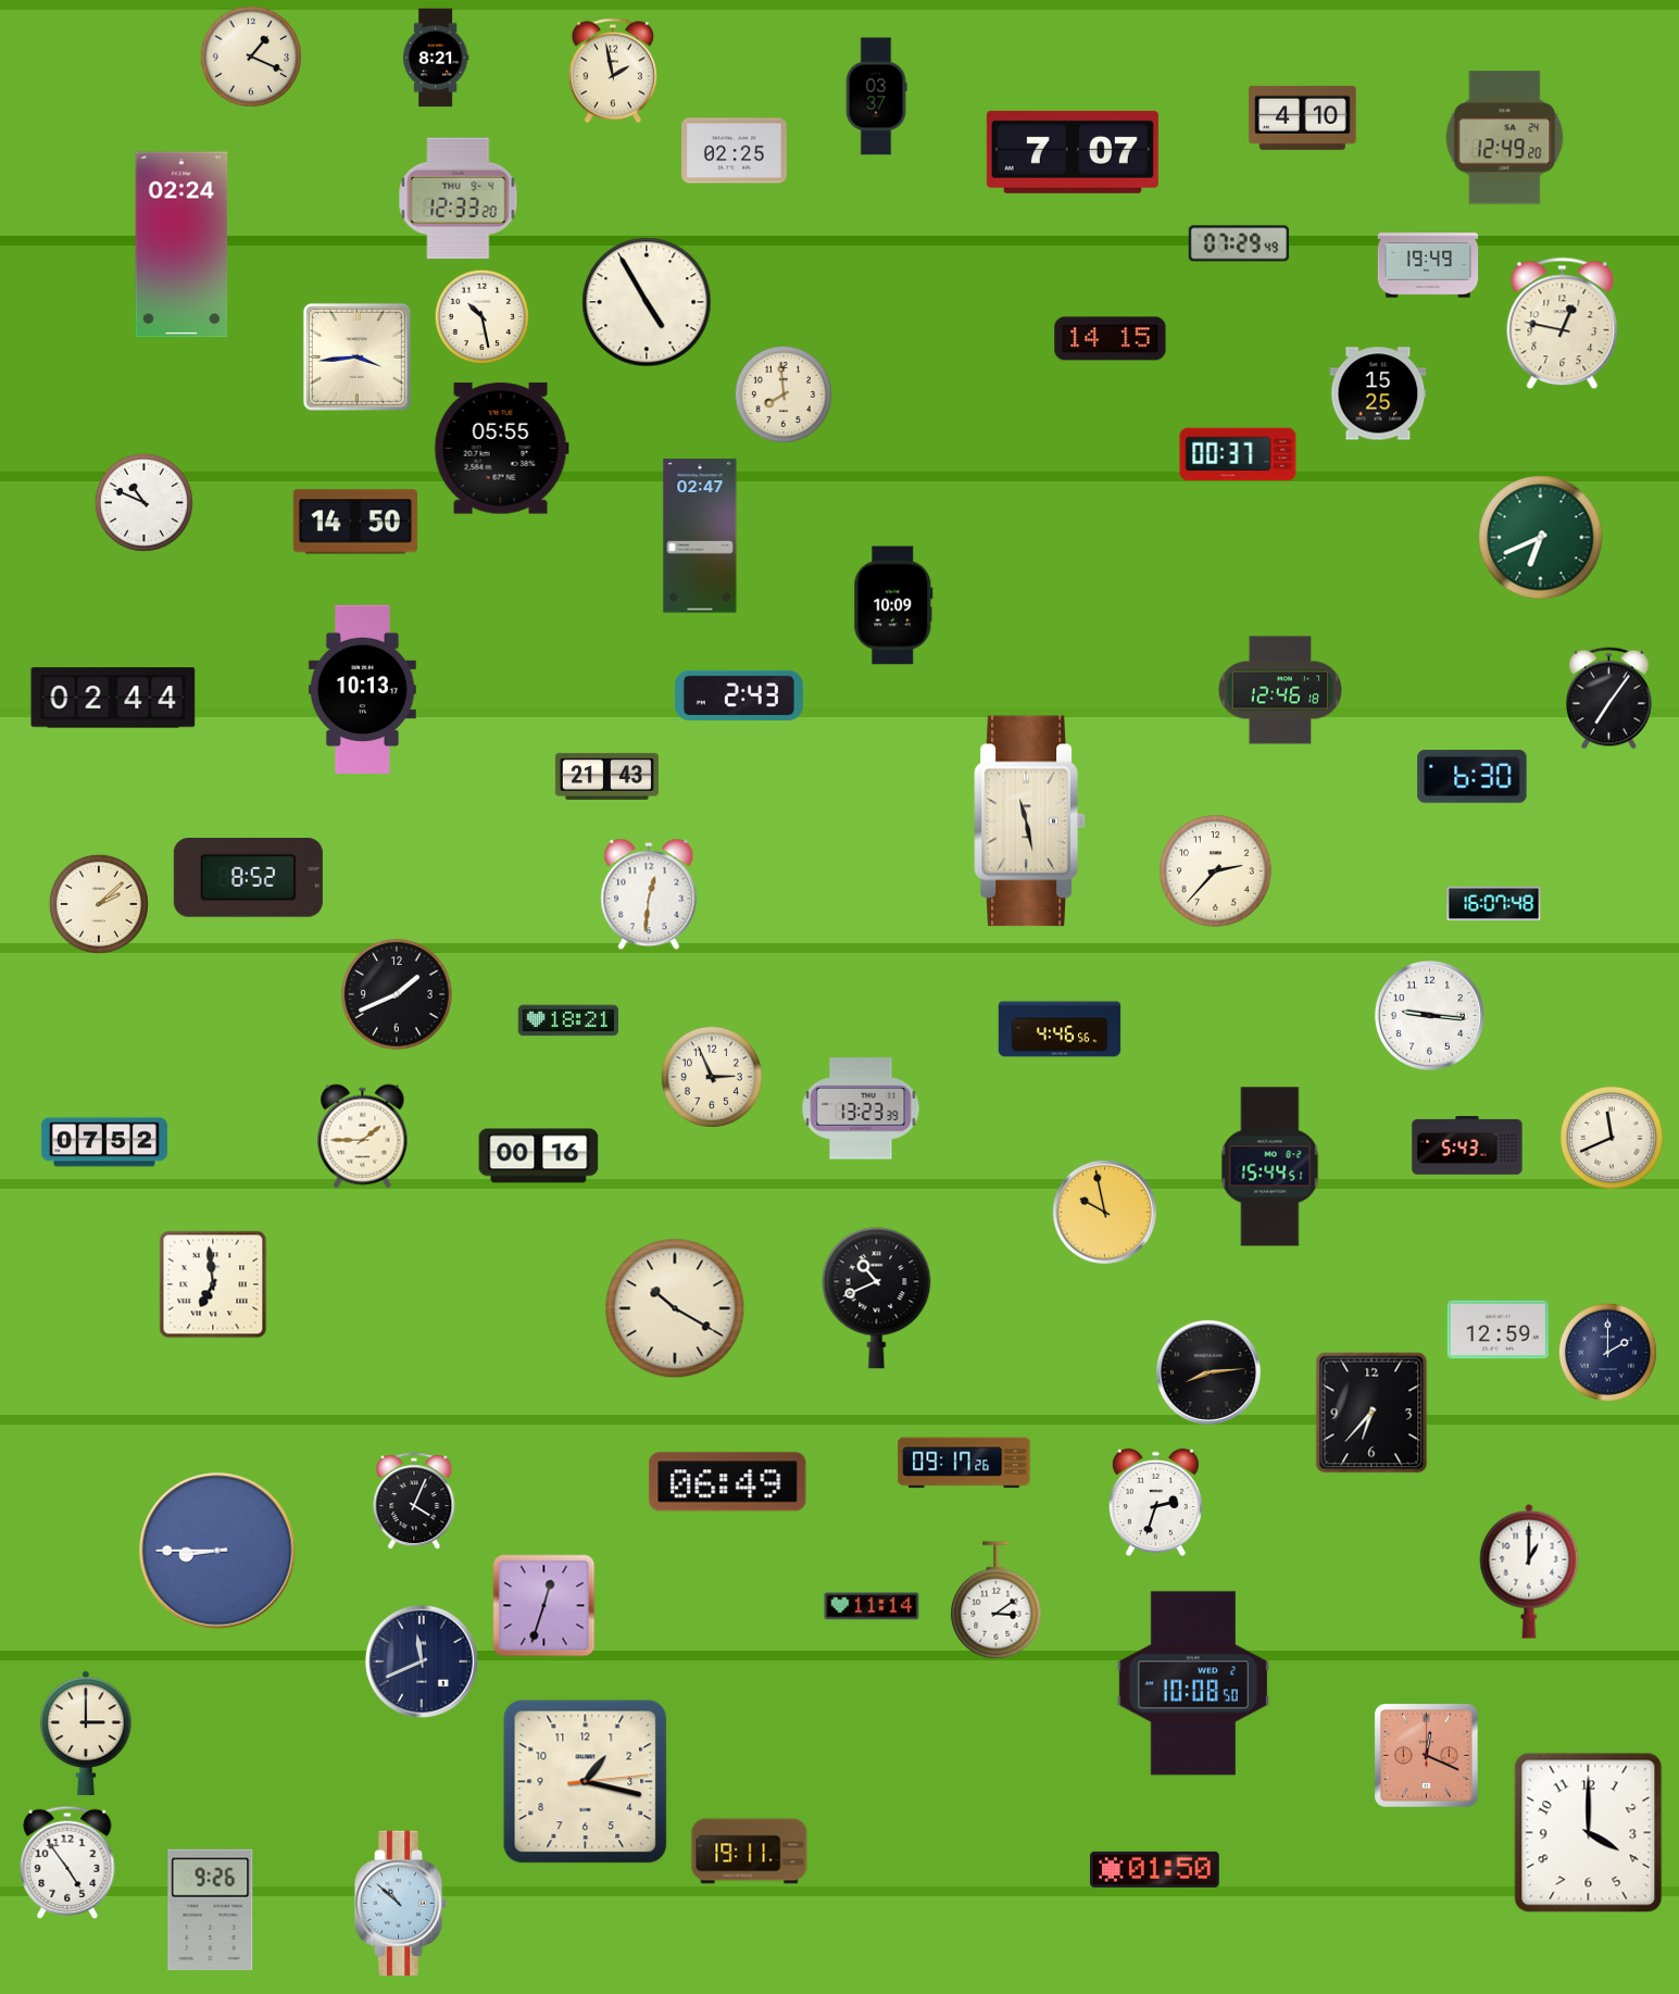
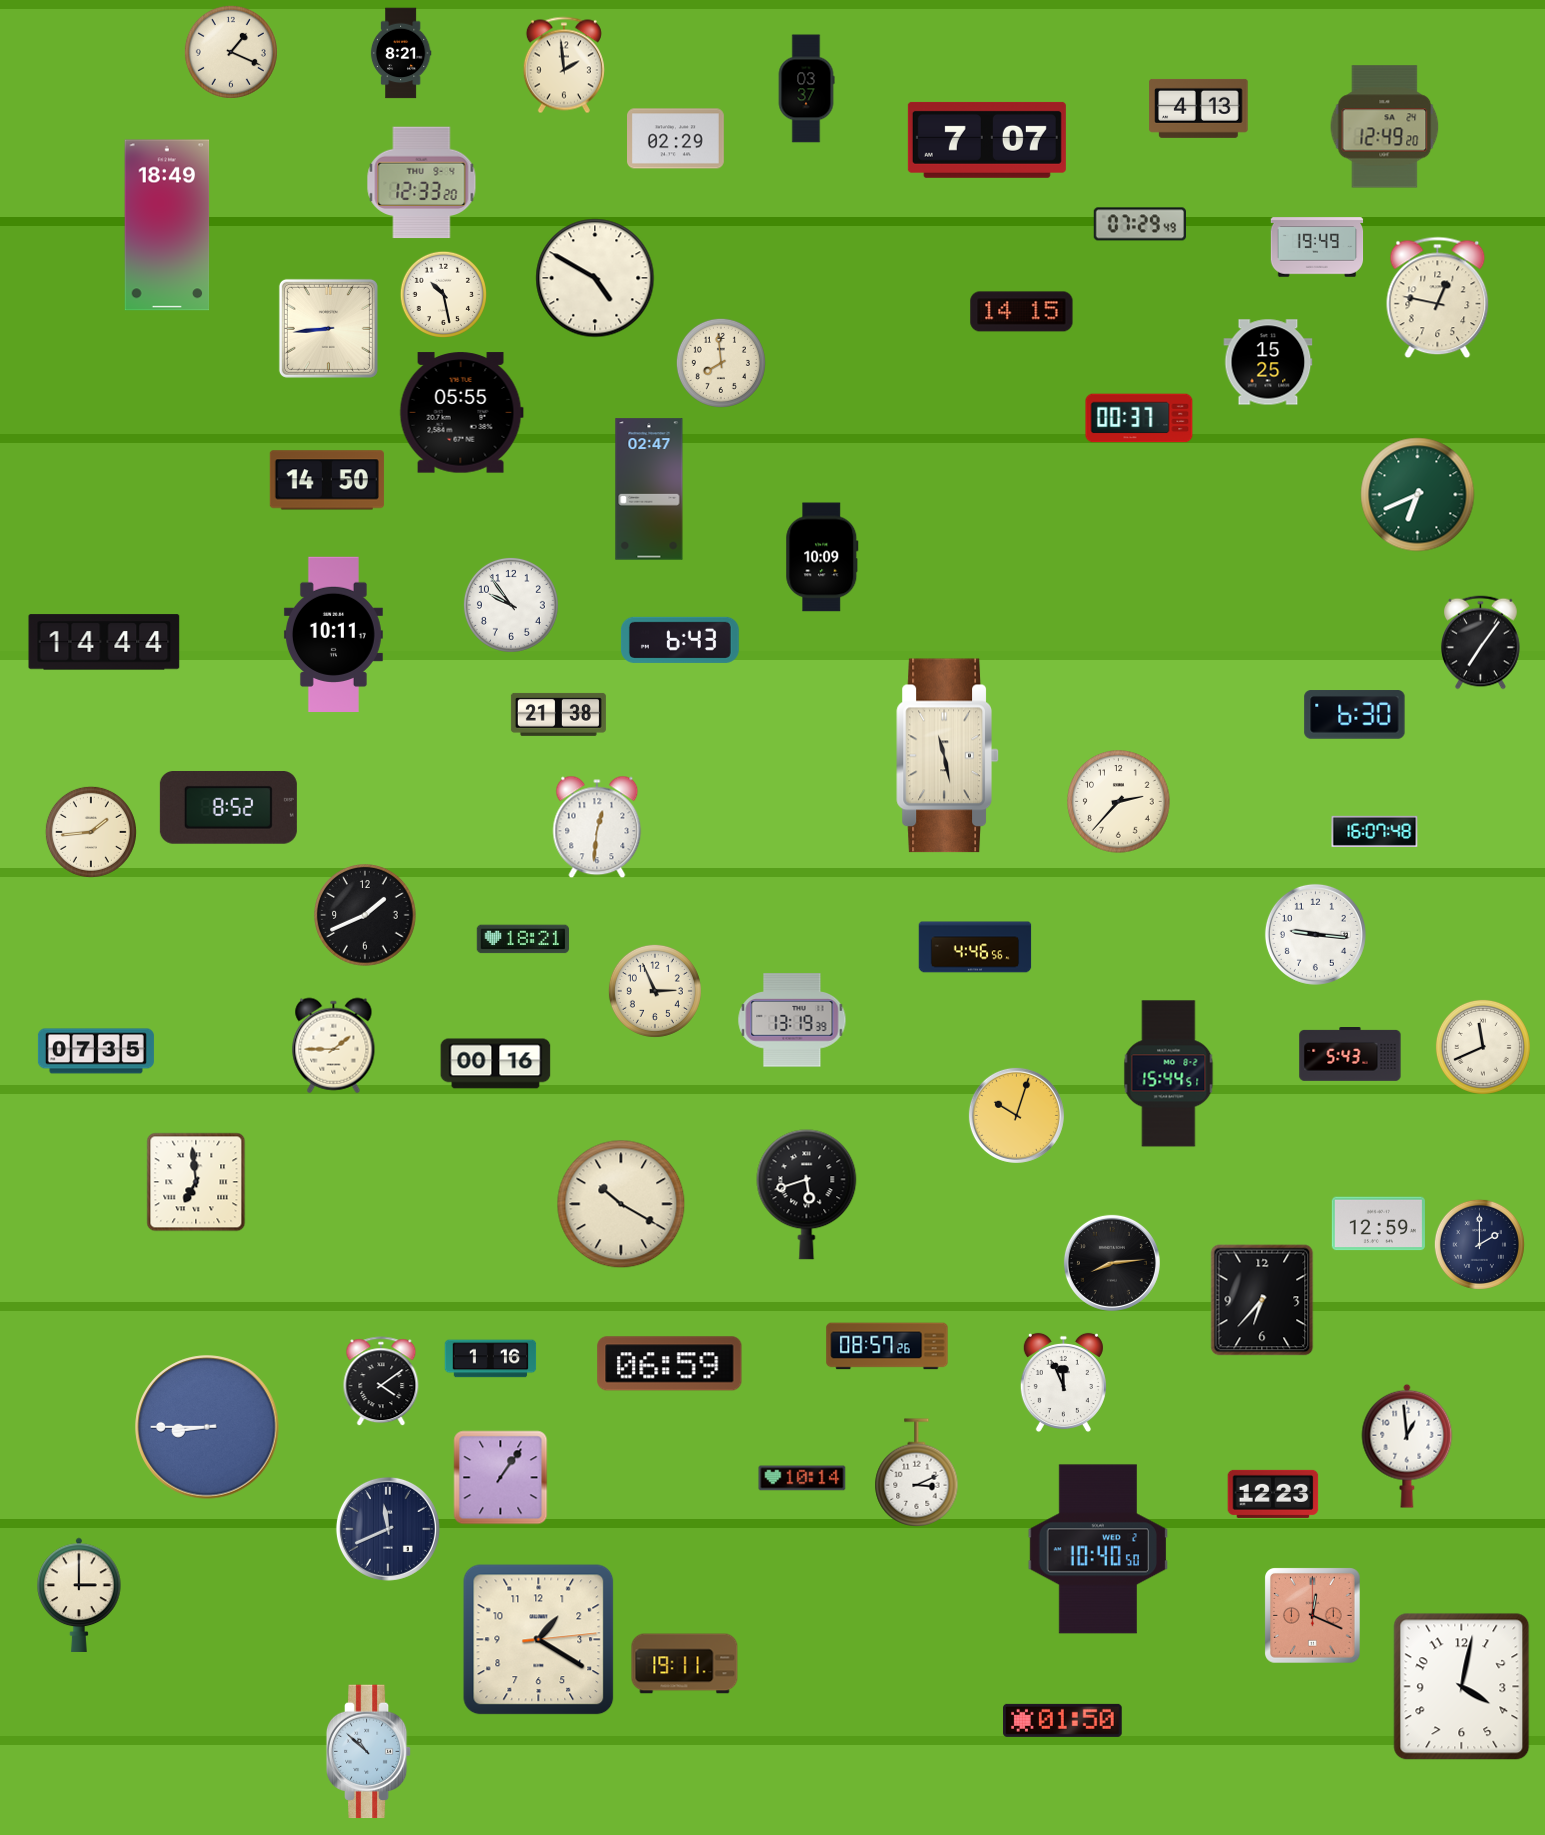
clock at (613, 71): 1:58 -> 1:59
clock at (1303, 117): 4:10 -> 4:13
clock at (735, 151): 02:25 -> 02:29
clock at (181, 244): 02:24 -> 18:49
clock at (1428, 265) position: (1428, 265) -> (1317, 247)
clock at (647, 302): 4:55 -> 4:50
clock at (481, 316) position: (481, 316) -> (443, 294)
clock at (356, 356): 3:44 -> 8:44
clock at (143, 502): 10:49 -> none
clock at (700, 536) position: (700, 536) -> (649, 489)
clock at (511, 605): none -> 9:54
clock at (362, 689): 10:13 -> 10:11
clock at (1280, 690): 12:46 -> none
clock at (739, 695): 2:43 -> 6:43
clock at (113, 698): 02:44 -> 14:44
clock at (606, 776): 21:43 -> 21:38
clock at (649, 894) position: (649, 894) -> (597, 827)
clock at (99, 904): 2:08 -> 1:44
clock at (861, 1108): 13:23 -> 13:19
clock at (104, 1142): 07:52 -> 07:35
clock at (1104, 1212): 9:58 -> 10:03
clock at (877, 1299): 10:41 -> 5:42
clock at (964, 1463): 09:17 -> 08:57
clock at (491, 1359): none -> 1:16
clock at (728, 1482): 06:49 -> 06:59
clock at (414, 1502): 4:04 -> 4:09
clock at (1155, 1503): 2:33 -> 11:56
clock at (217, 1551) position: (217, 1551) -> (207, 1427)
clock at (1529, 1571): 1:00 -> 12:59
clock at (997, 1601): 3:09 -> 3:11
clock at (544, 1606): 12:33 -> 1:06
clock at (872, 1606): 11:14 -> 10:14
clock at (1273, 1494): none -> 12:23
clock at (1192, 1683): 10:08 -> 10:40
clock at (586, 1782): 1:17 -> 1:20
clock at (1589, 1833): 4:00 -> 4:02
clock at (750, 1852) position: (750, 1852) -> (685, 1664)
clock at (67, 1861): 4:54 -> none
clock at (211, 1910): 9:26 -> none
